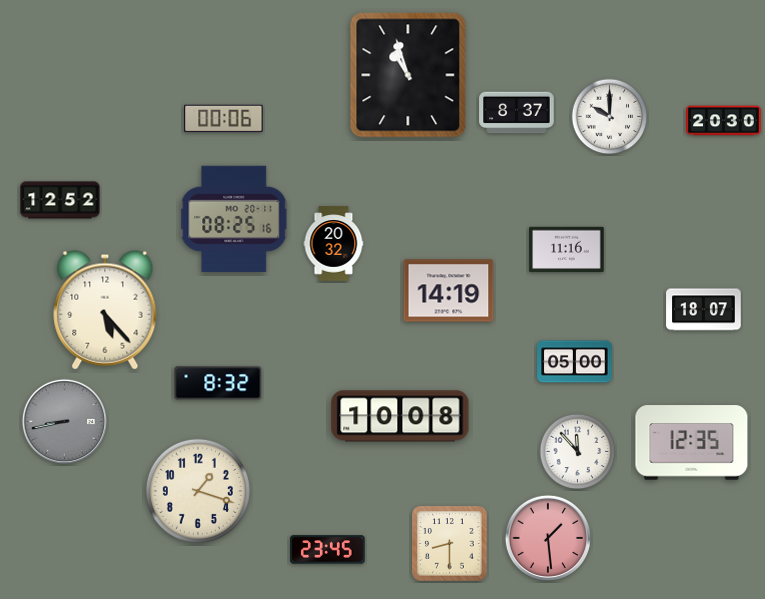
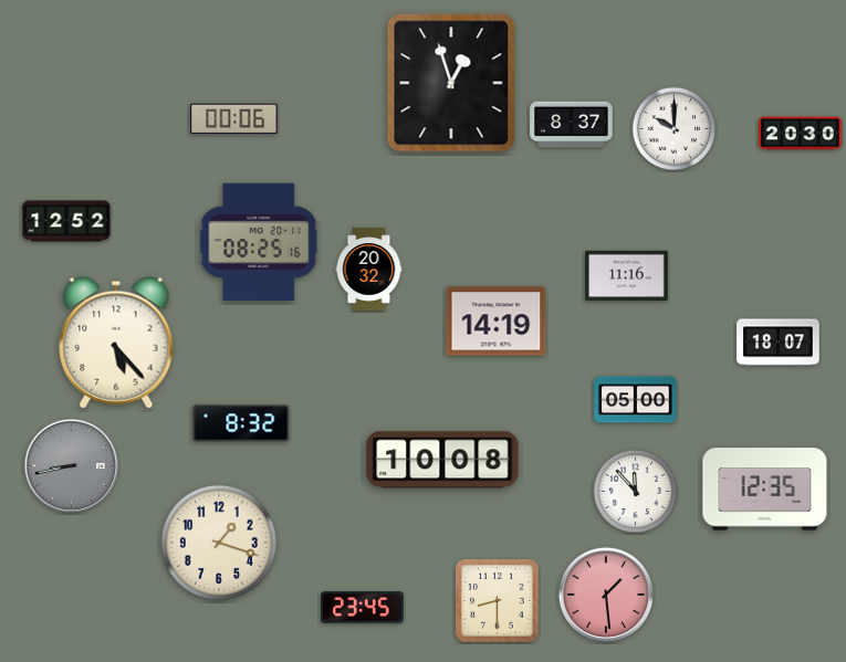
clock at (408, 75): 10:57 -> 12:57
clock at (224, 119) position: (224, 119) -> (234, 119)
clock at (578, 452) position: (578, 452) -> (636, 492)
